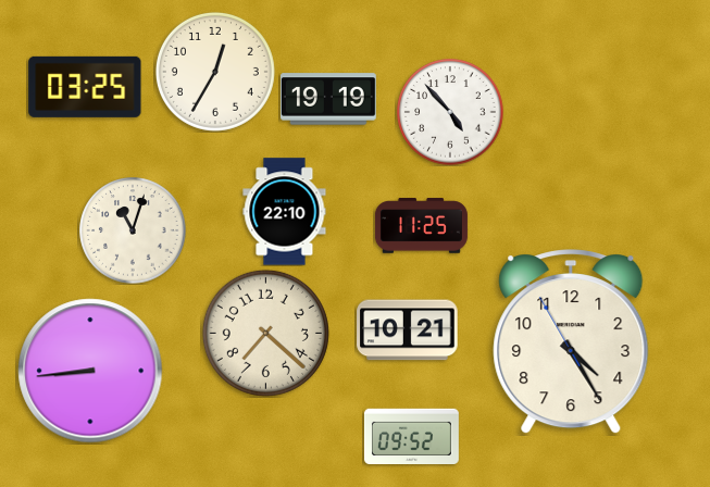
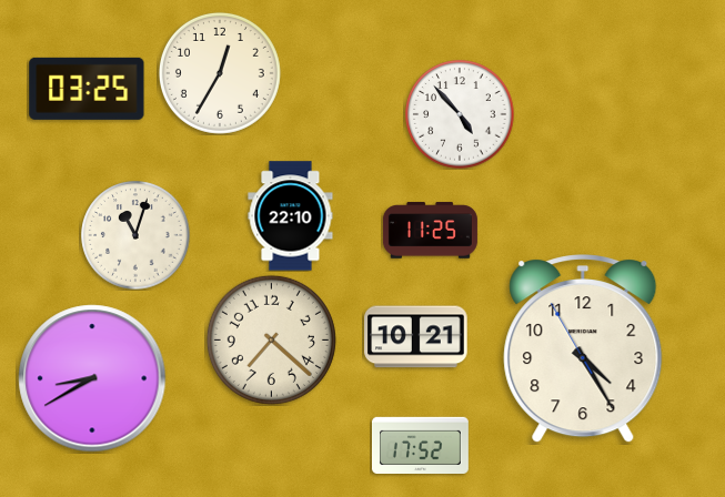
clock at (328, 99): 19:19 -> none
clock at (90, 371): 8:44 -> 8:40
clock at (411, 436): 09:52 -> 17:52
